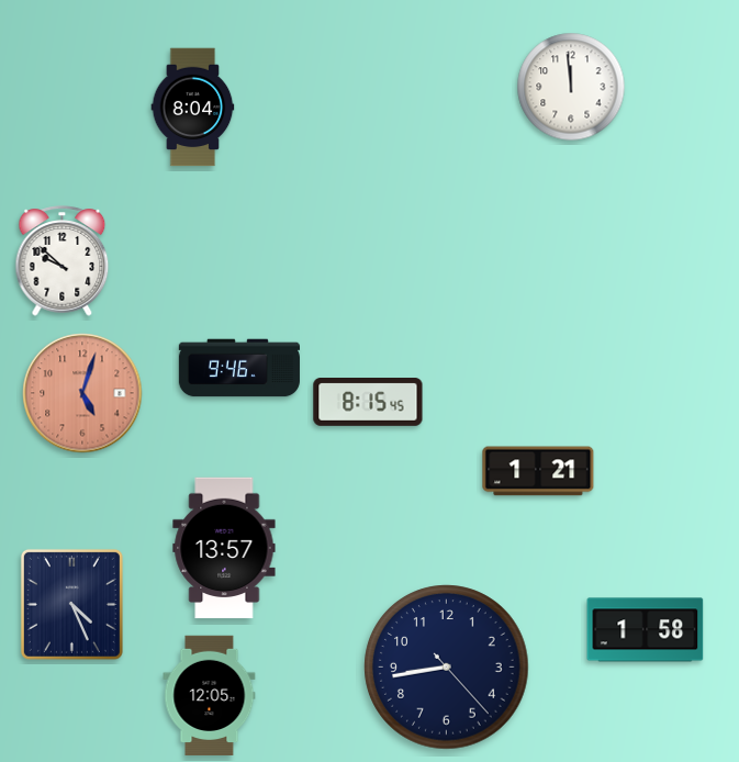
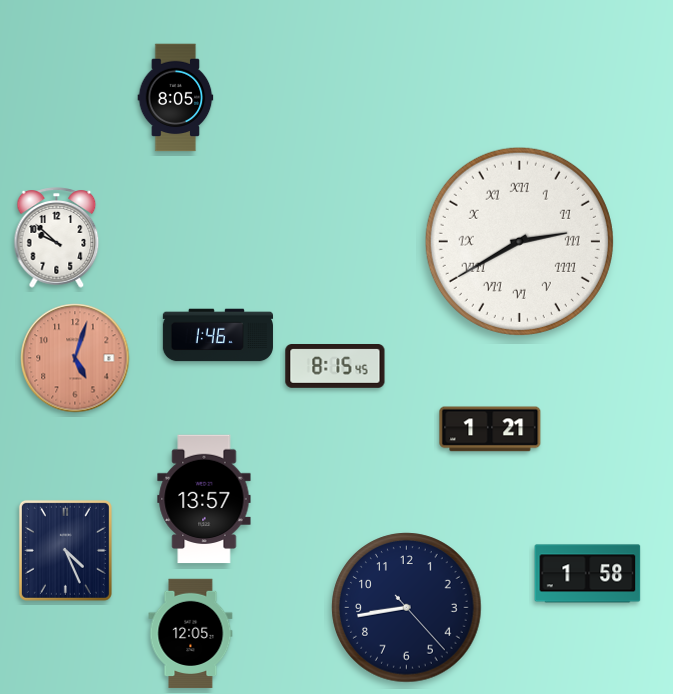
clock at (571, 87): 11:59 -> none
clock at (193, 108): 8:04 -> 8:05
clock at (519, 241): none -> 2:40
clock at (239, 368): 9:46 -> 1:46
